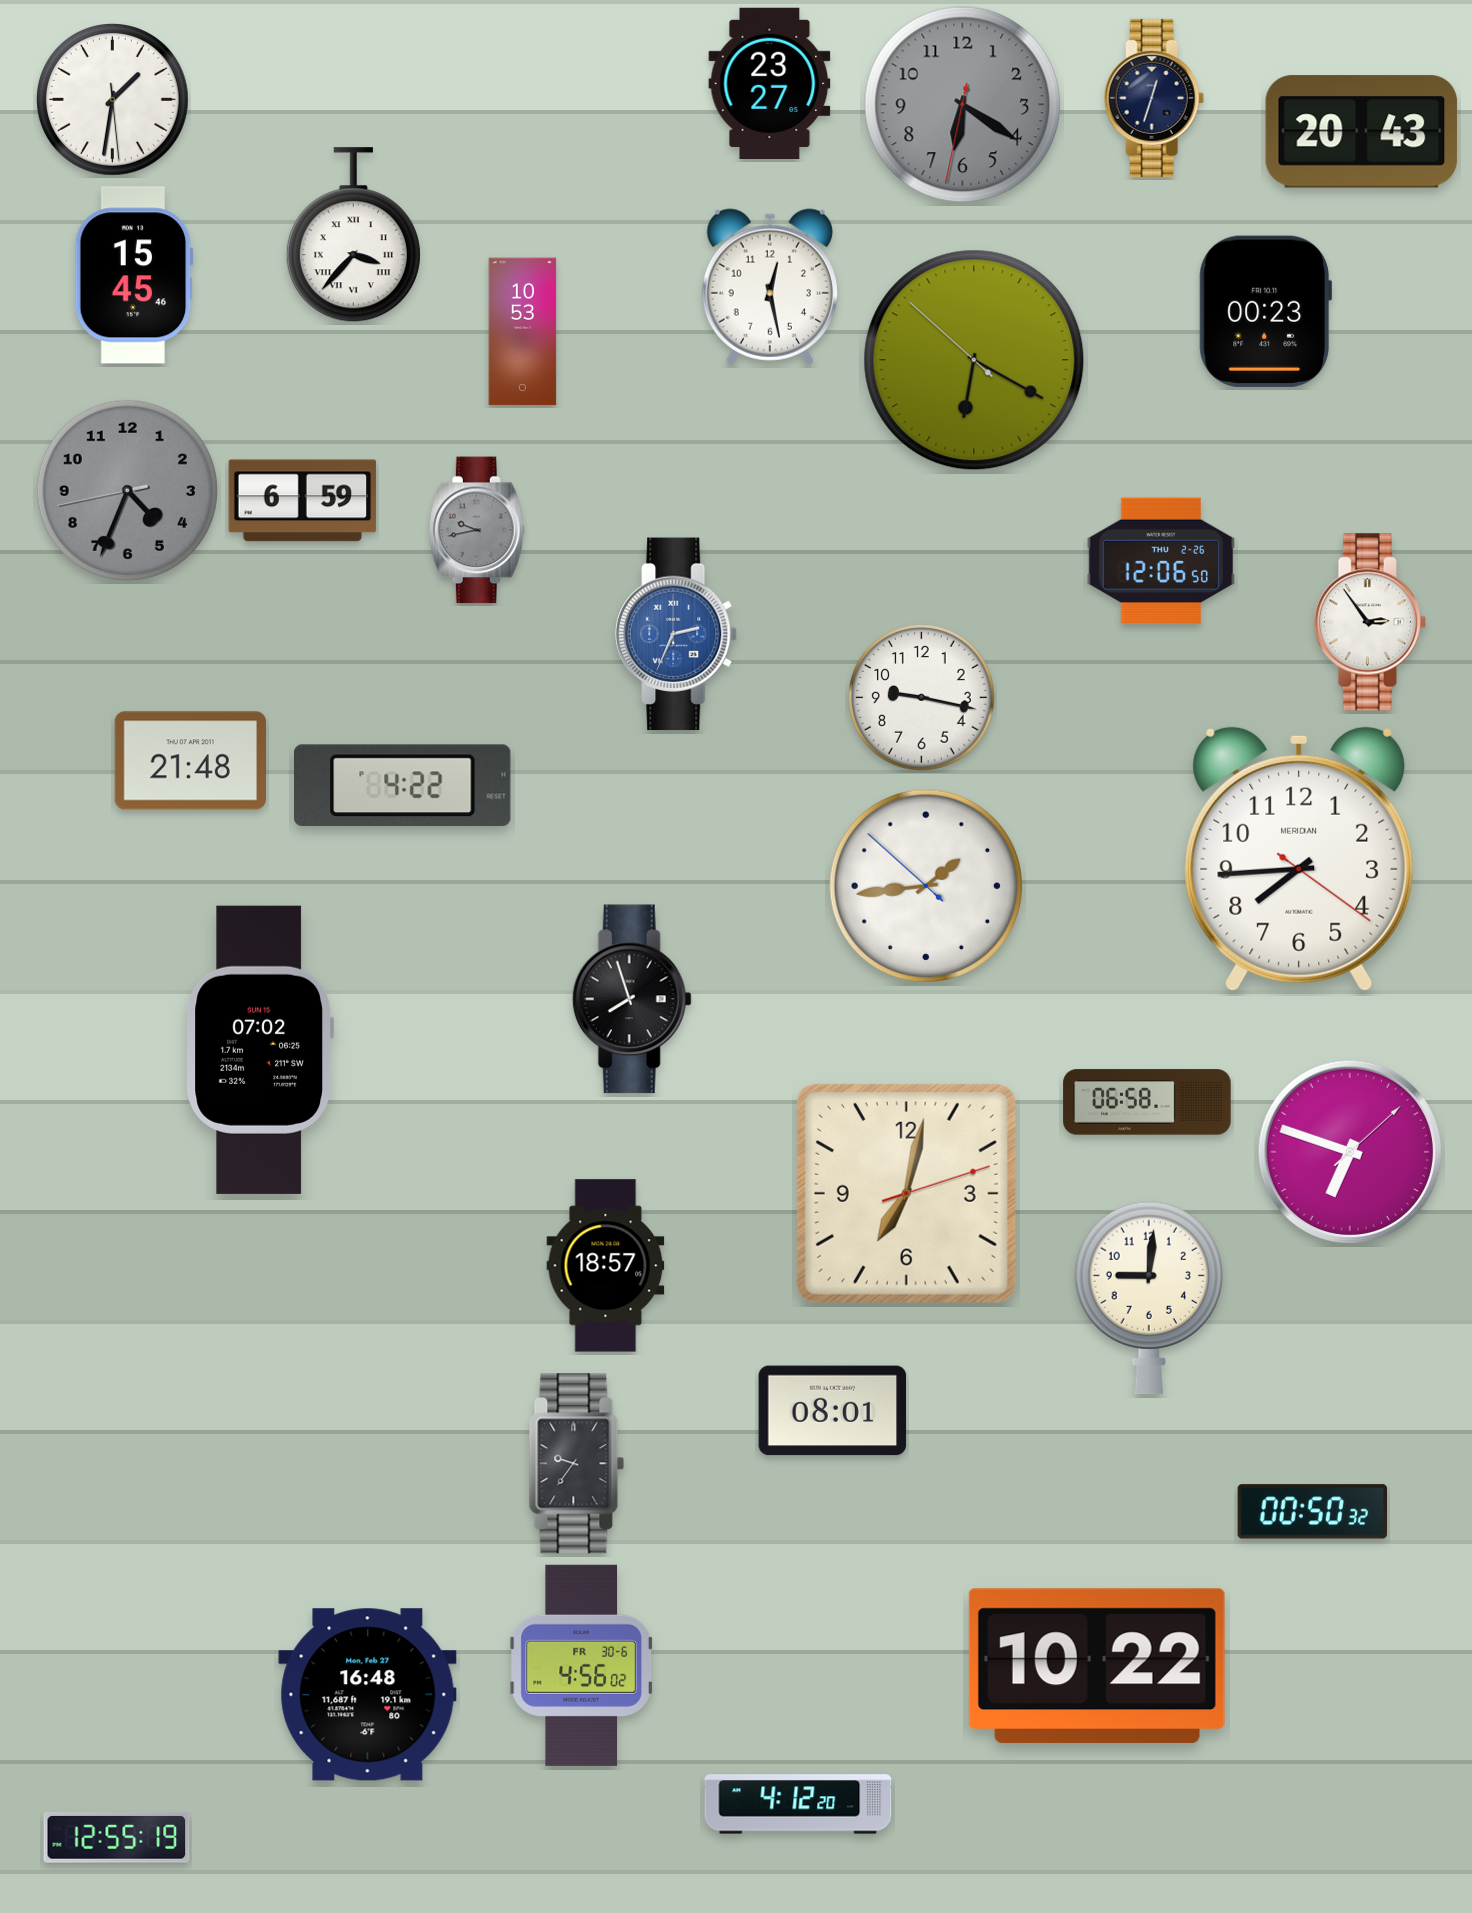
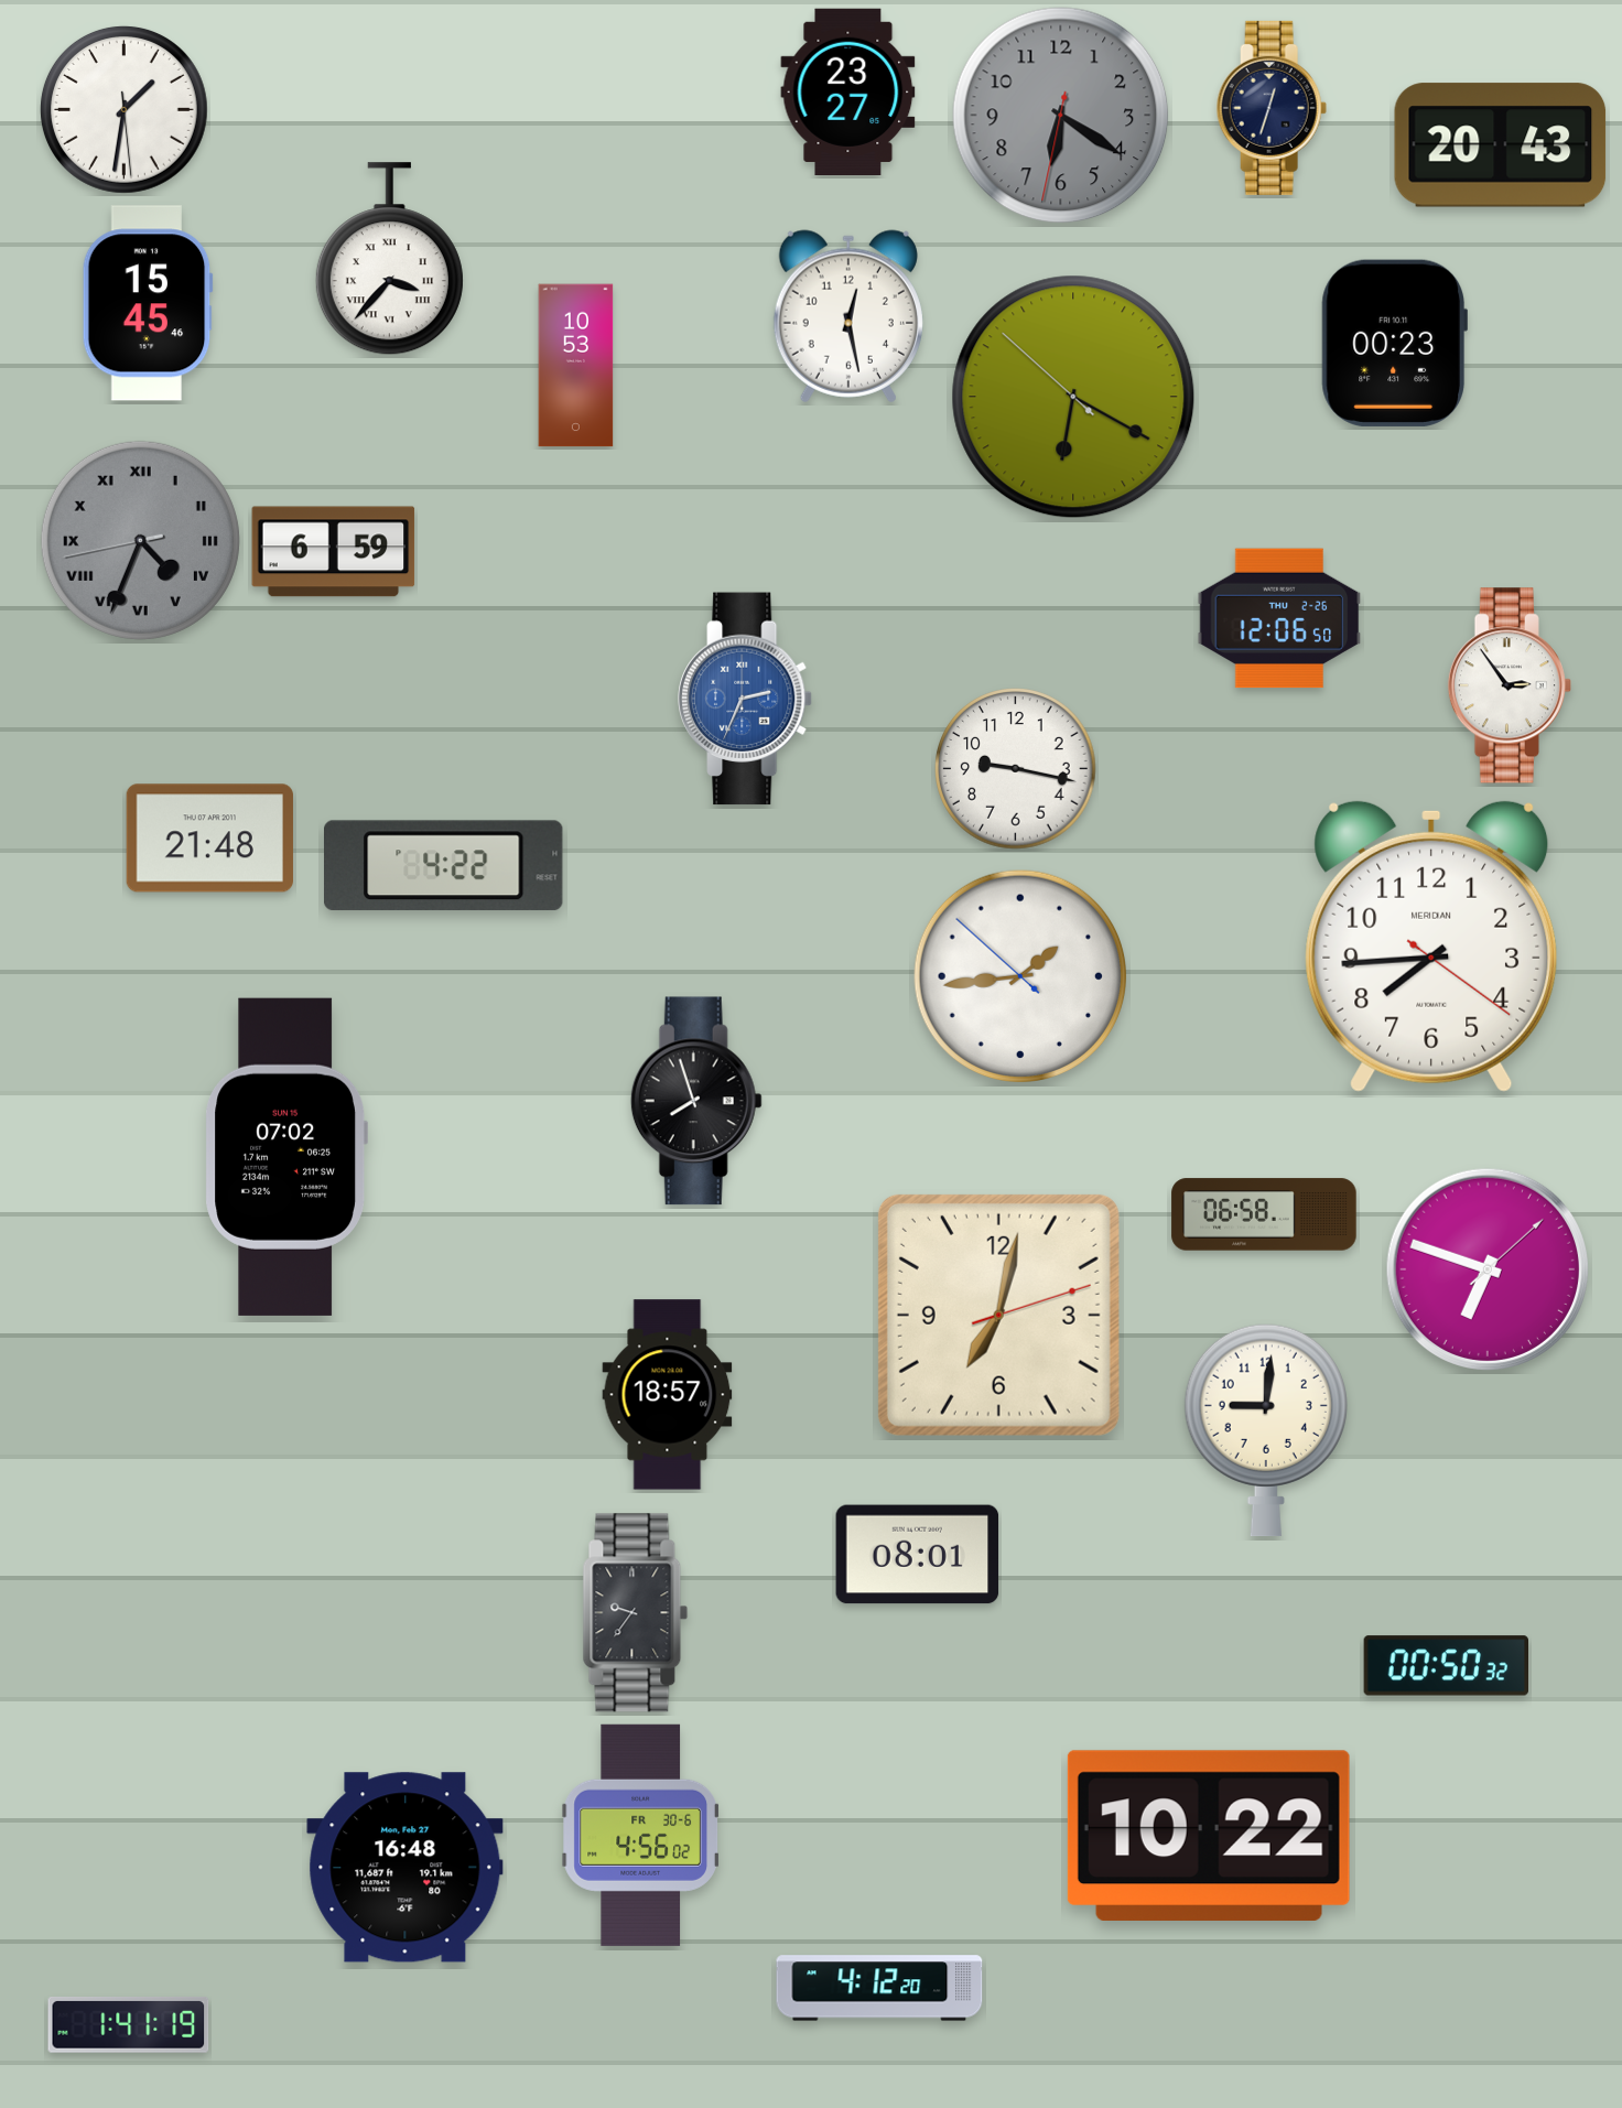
clock at (127, 490) numerals: Arabic -> Roman
clock at (477, 530): 9:43 -> none
clock at (117, 1837): 12:55 -> 1:41
